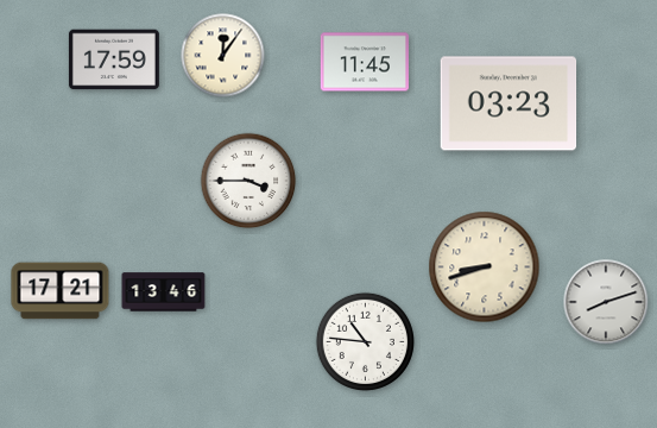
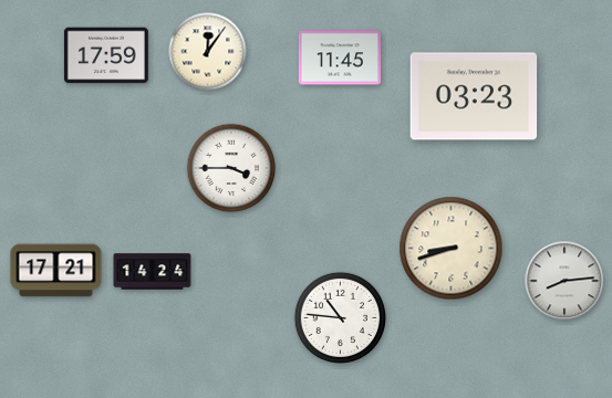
clock at (164, 292): 13:46 -> 14:24
clock at (606, 302): 8:12 -> 8:14
